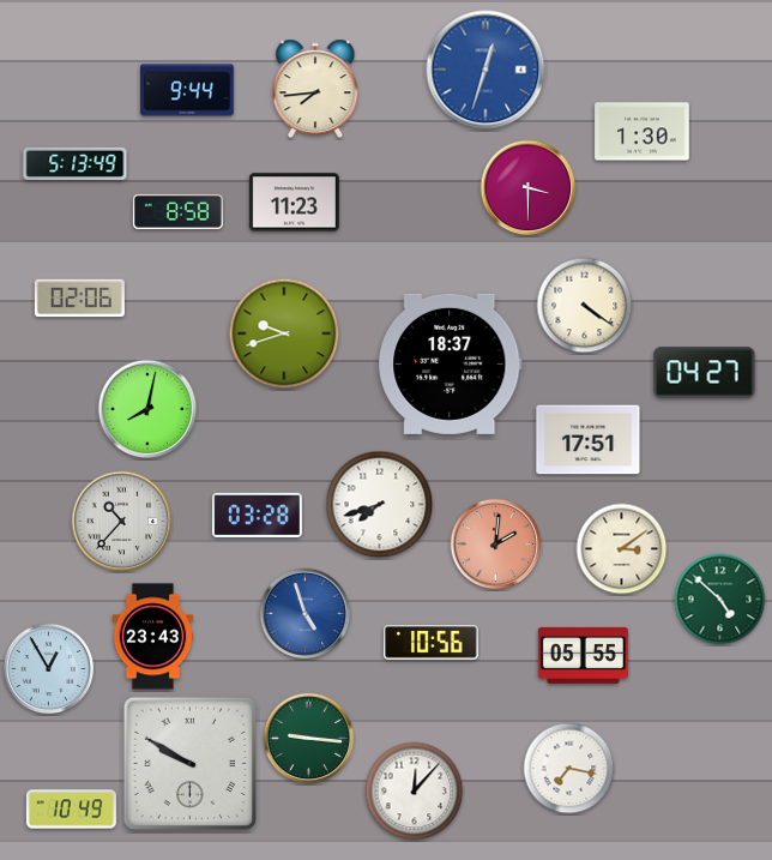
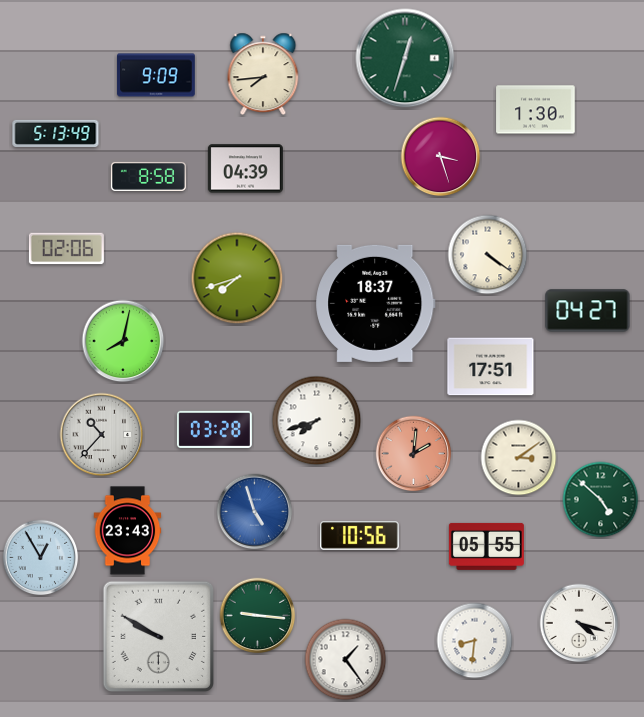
clock at (485, 70) dial: blue -> green
clock at (187, 90): 9:44 -> 9:09
clock at (76, 163) position: (76, 163) -> (56, 133)
clock at (529, 188): 3:30 -> 3:27
clock at (294, 203): 11:23 -> 04:39
clock at (284, 333): 9:42 -> 7:42
clock at (579, 623): none -> 4:18
clock at (569, 769): 7:17 -> 8:31
clock at (415, 792): 12:07 -> 1:24
clock at (71, 810): 10:49 -> none
